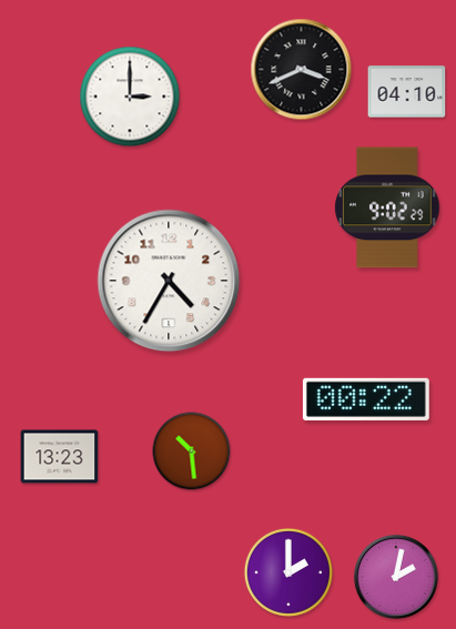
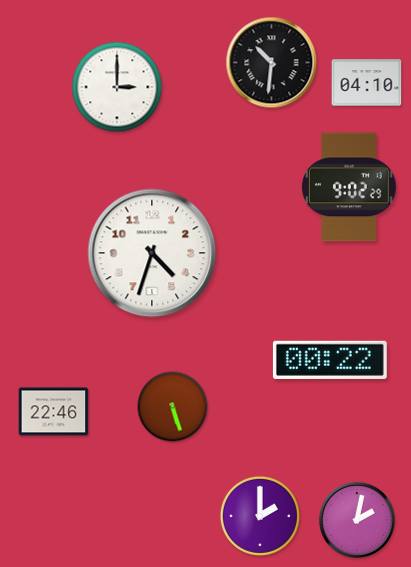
clock at (302, 70): 3:41 -> 10:31
clock at (169, 281): 4:35 -> 4:33
clock at (192, 452): 10:29 -> 5:27
clock at (60, 457): 13:23 -> 22:46
